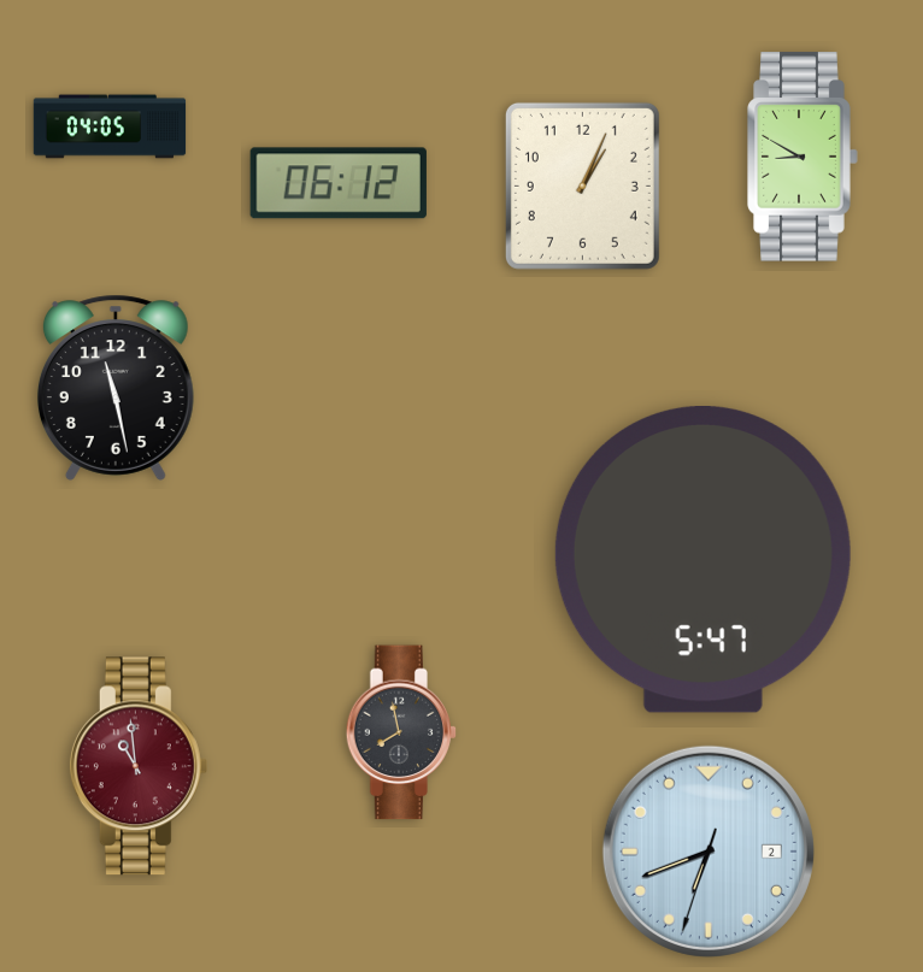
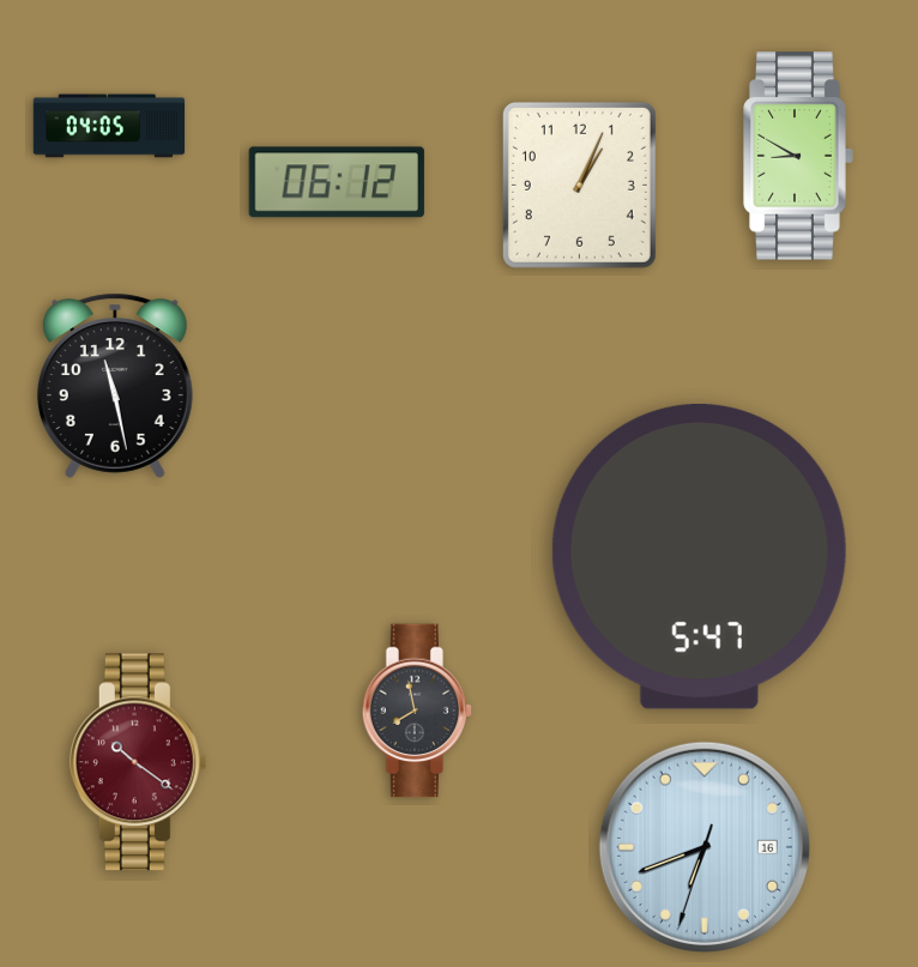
clock at (401, 732) position: (401, 732) -> (417, 711)
clock at (139, 766): 10:59 -> 10:21
clock at (709, 852) date: 2 -> 16
